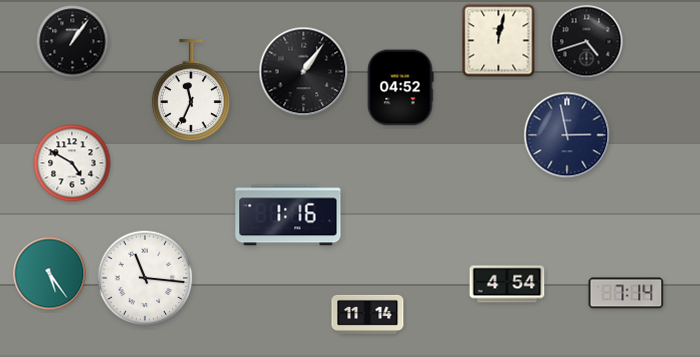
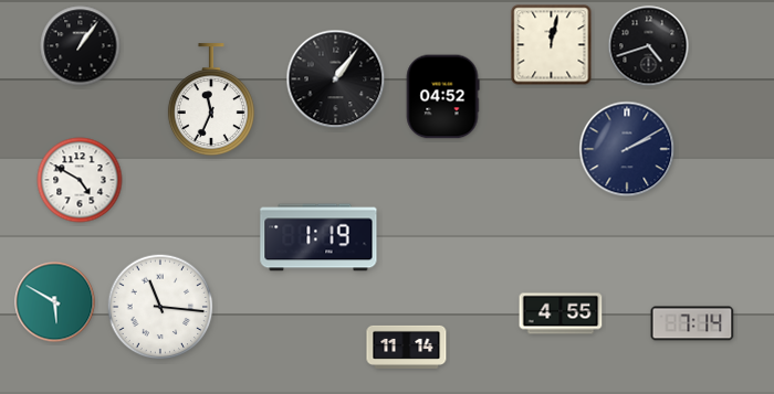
clock at (567, 135): 2:58 -> 2:10
clock at (288, 215): 1:16 -> 1:19
clock at (50, 274): 5:24 -> 5:50
clock at (507, 284): 4:54 -> 4:55
